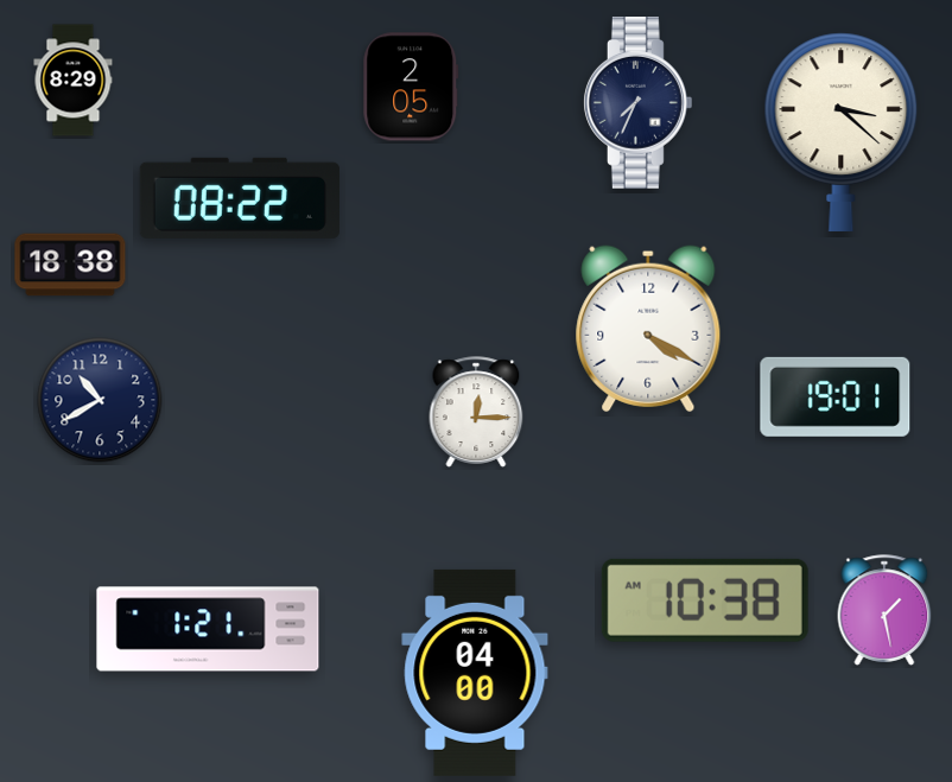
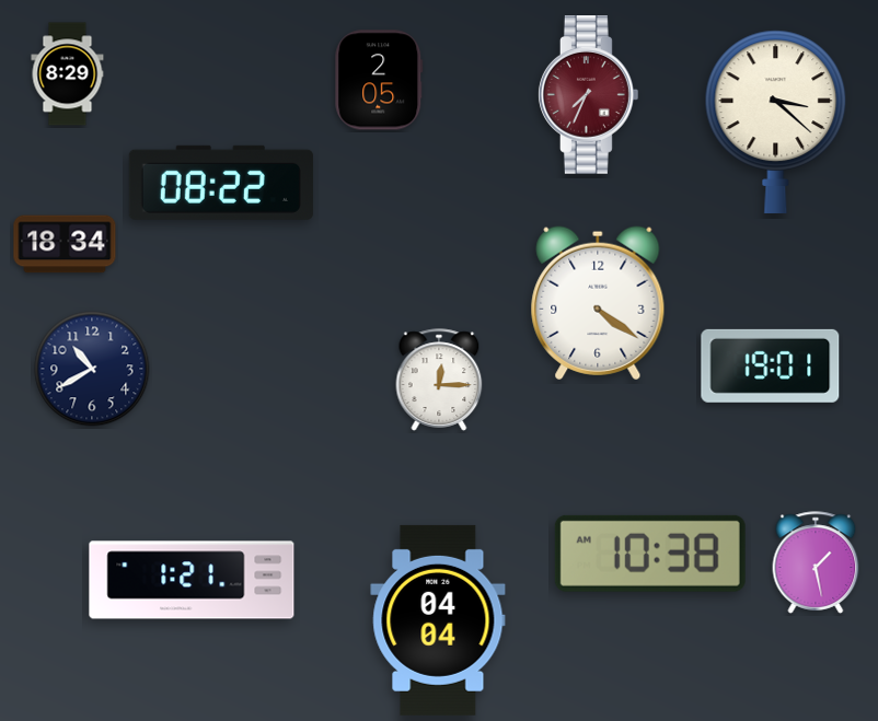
clock at (637, 103) dial: navy -> burgundy
clock at (70, 265): 18:38 -> 18:34
clock at (648, 329): 4:20 -> 4:21
clock at (475, 673): 04:00 -> 04:04
